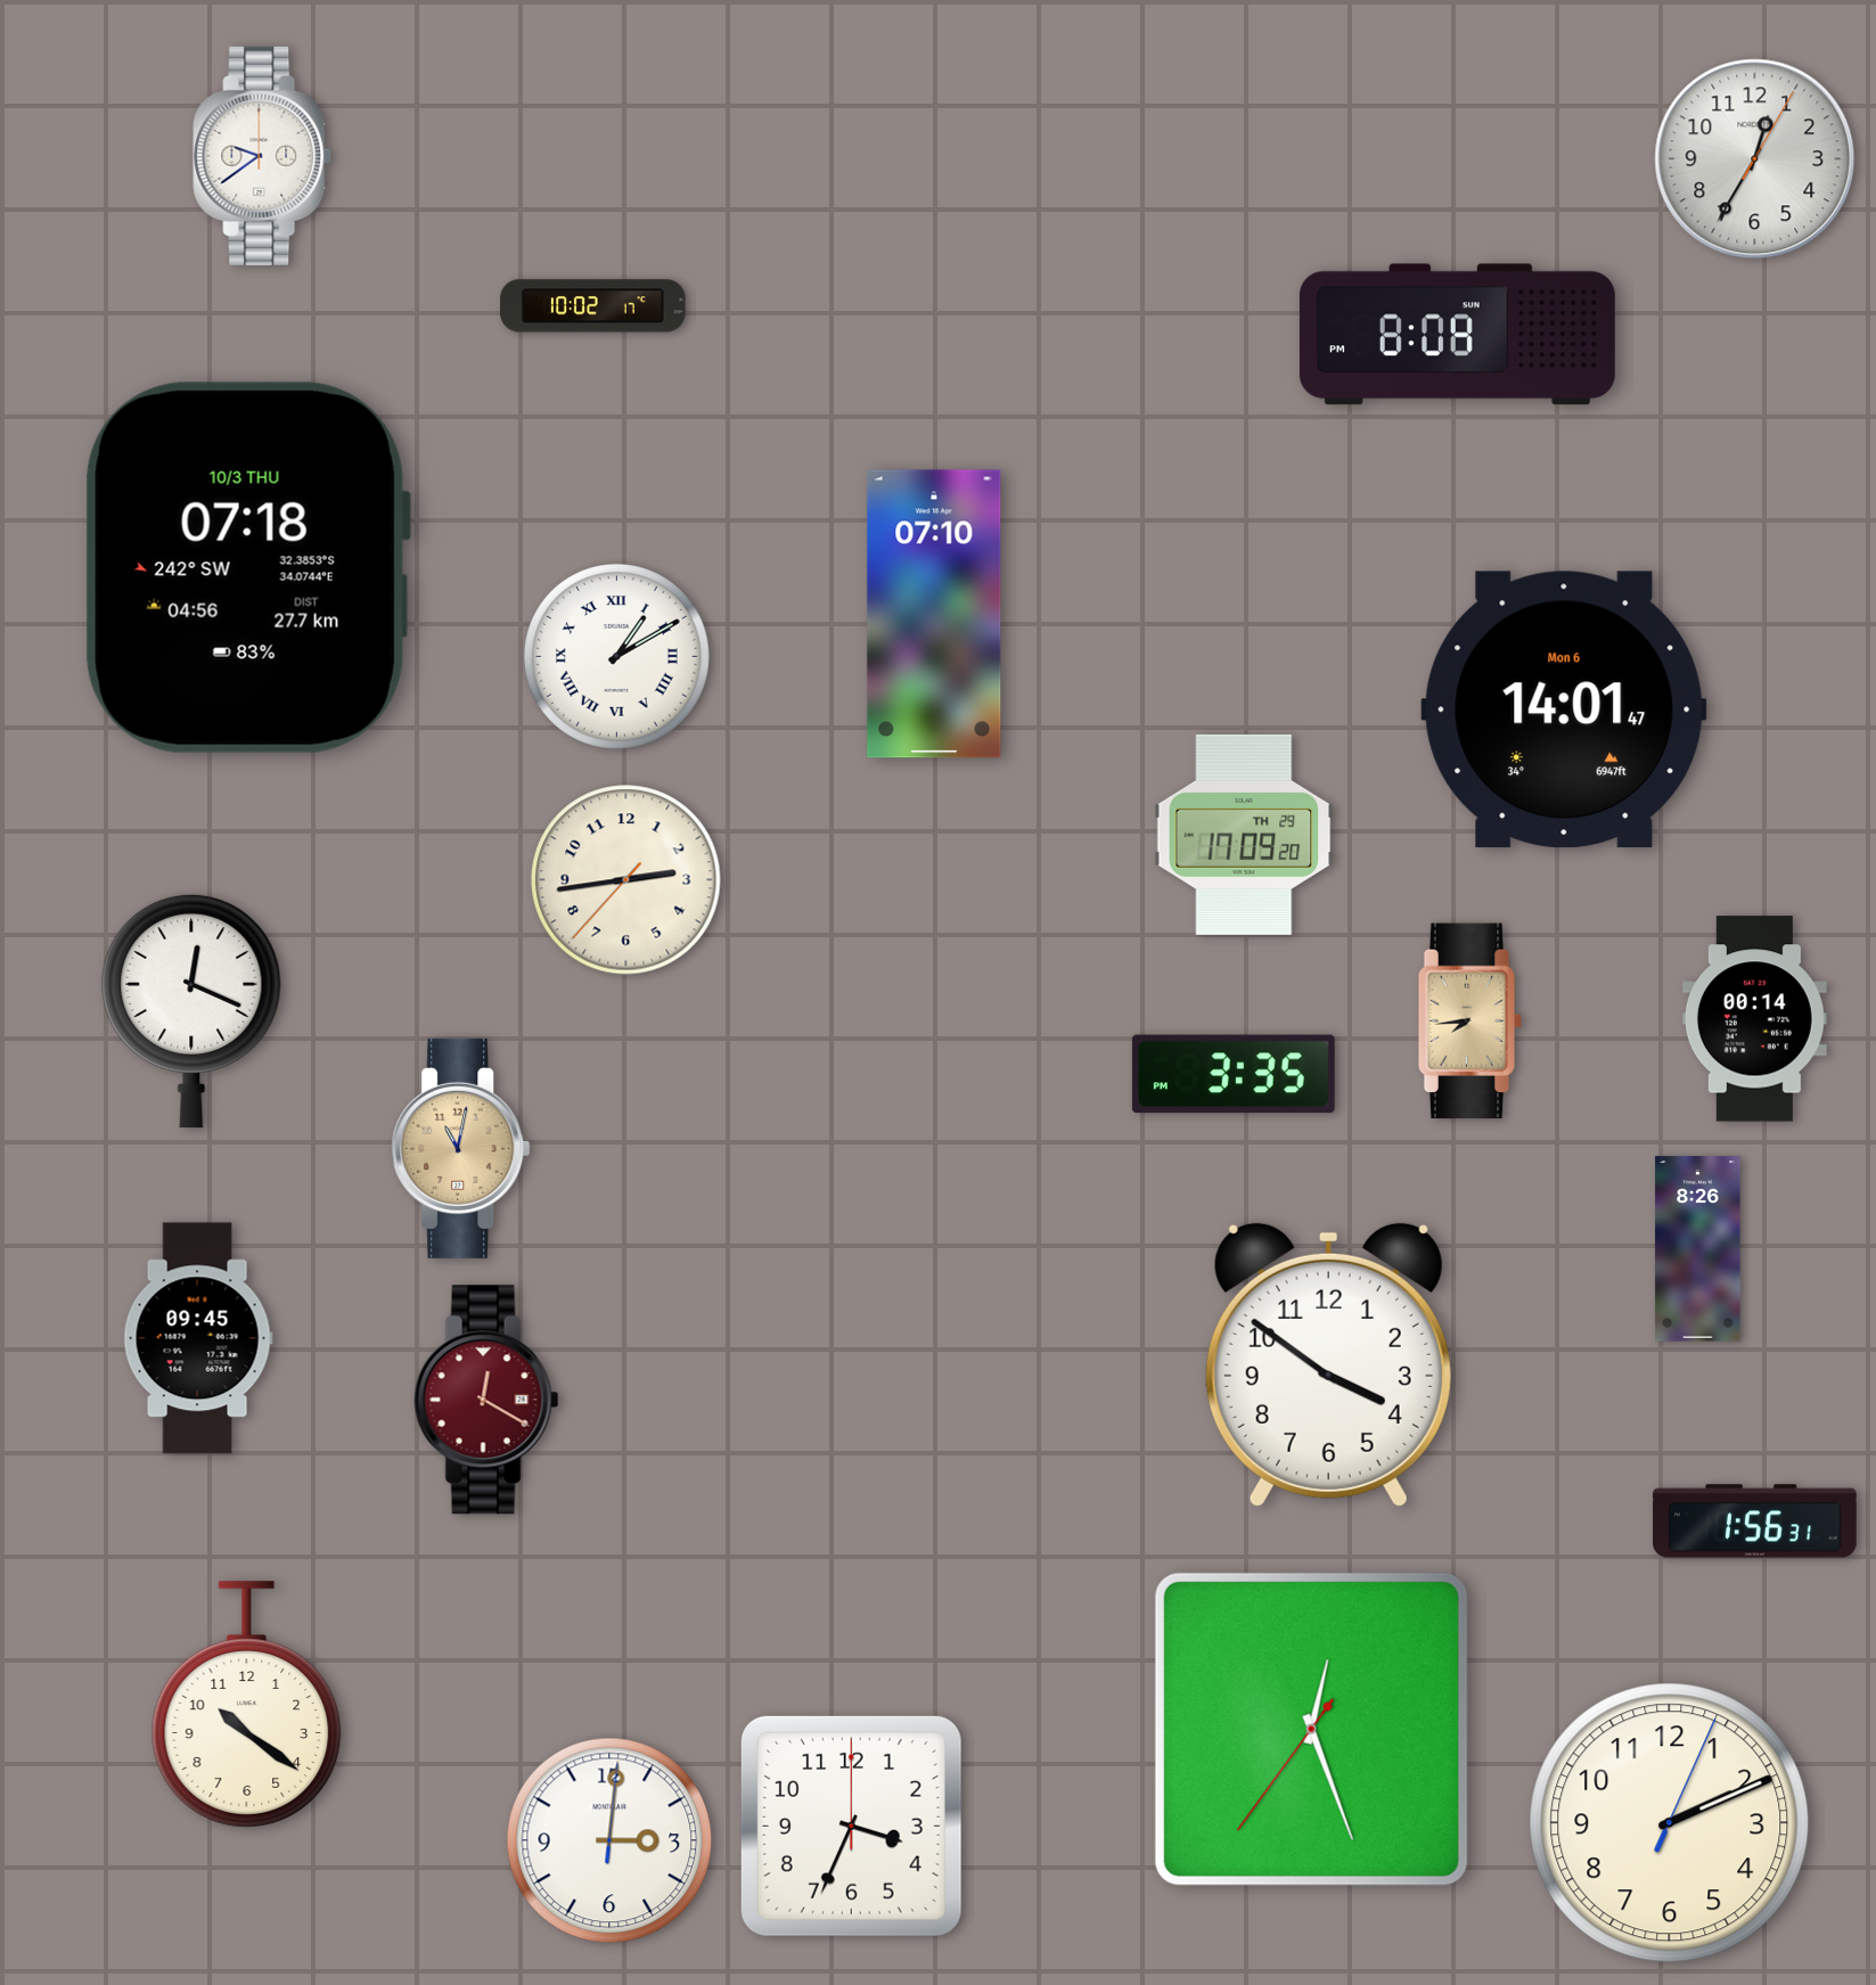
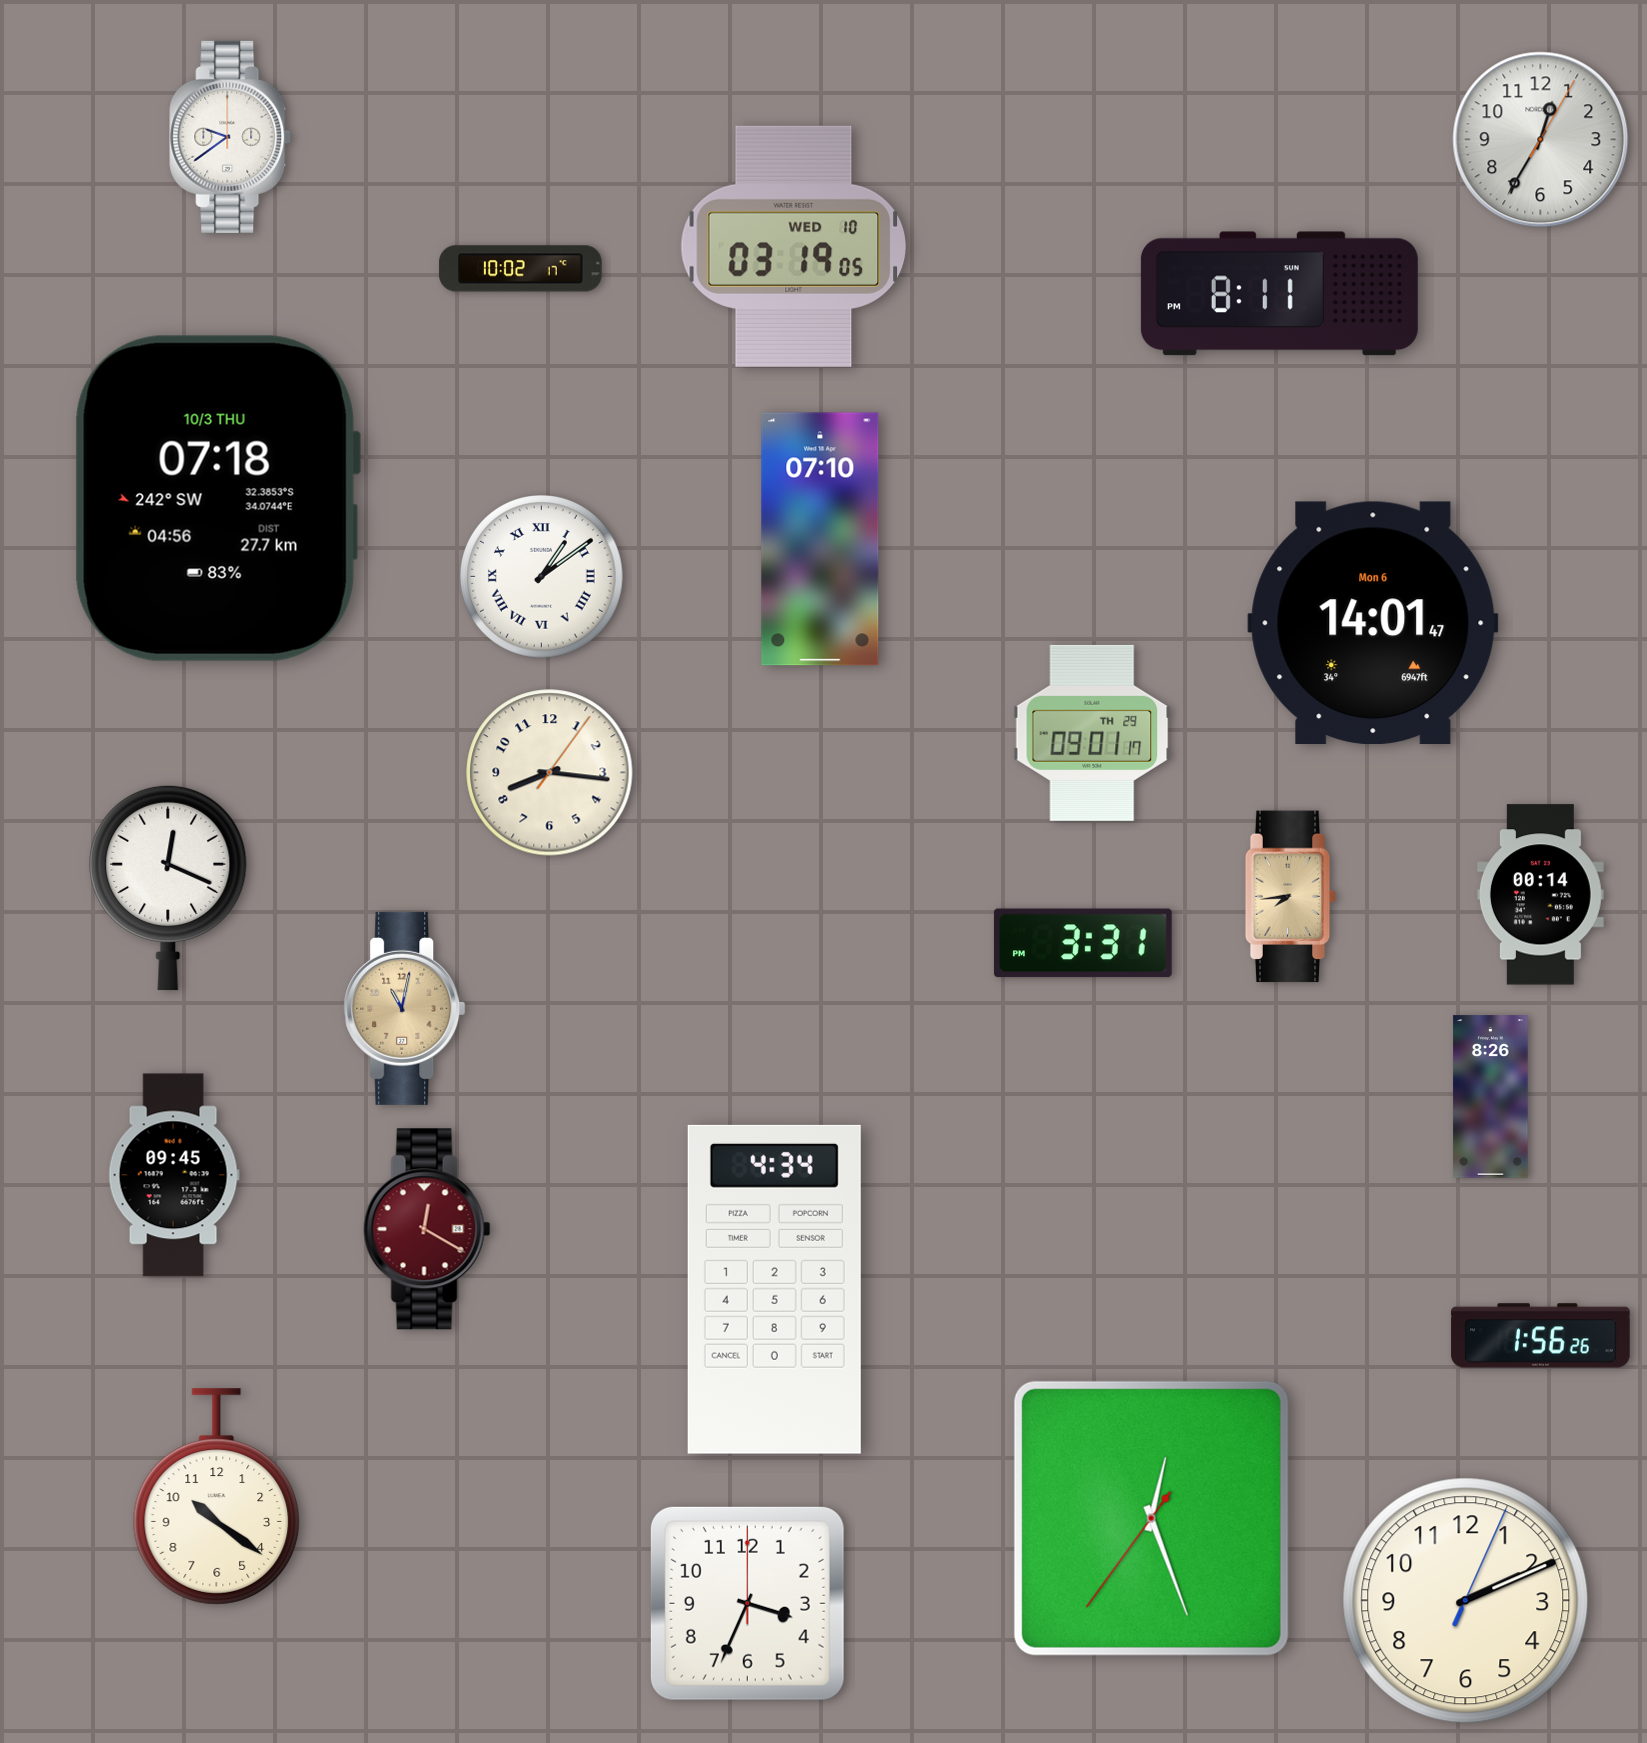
clock at (794, 246): none -> 03:19
clock at (1457, 335): 8:08 -> 8:11
clock at (617, 657): 1:10 -> 1:09
clock at (1244, 835): 17:09 -> 09:01
clock at (626, 880): 2:43 -> 8:16
clock at (1234, 1074): 3:35 -> 3:31
clock at (1328, 1364): 3:51 -> none
clock at (774, 1289): none -> 4:34
clock at (1755, 1521): 1:56:31 -> 1:56:26
clock at (609, 1840): 3:01 -> none
